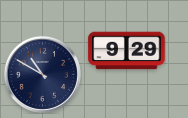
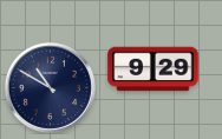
clock at (127, 51) position: (127, 51) -> (154, 69)
